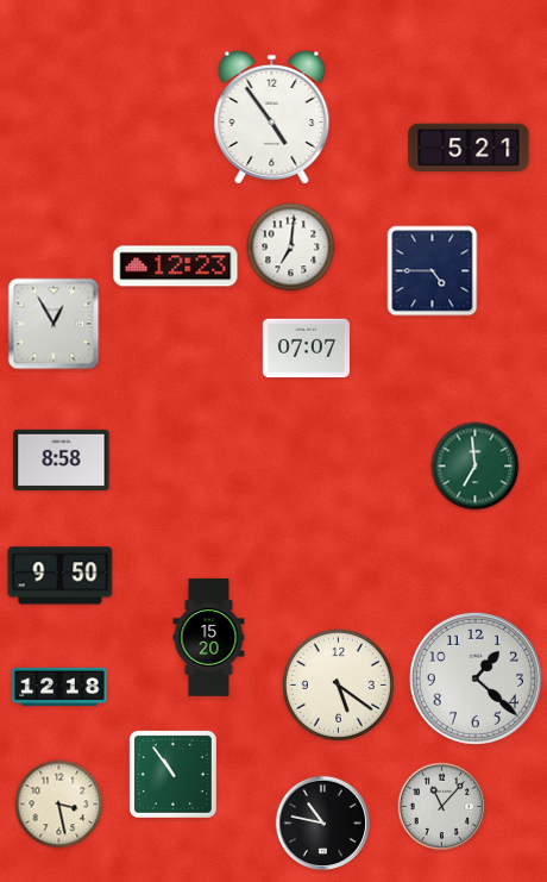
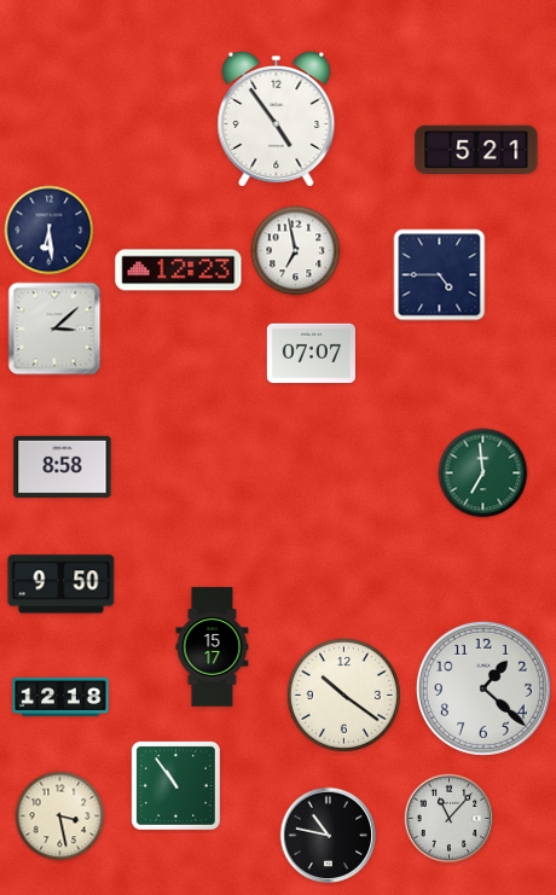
clock at (50, 231): none -> 6:29
clock at (291, 248): 7:01 -> 6:58
clock at (54, 324): 12:55 -> 3:08
clock at (209, 638): 15:20 -> 15:17
clock at (338, 684): 5:21 -> 10:21
